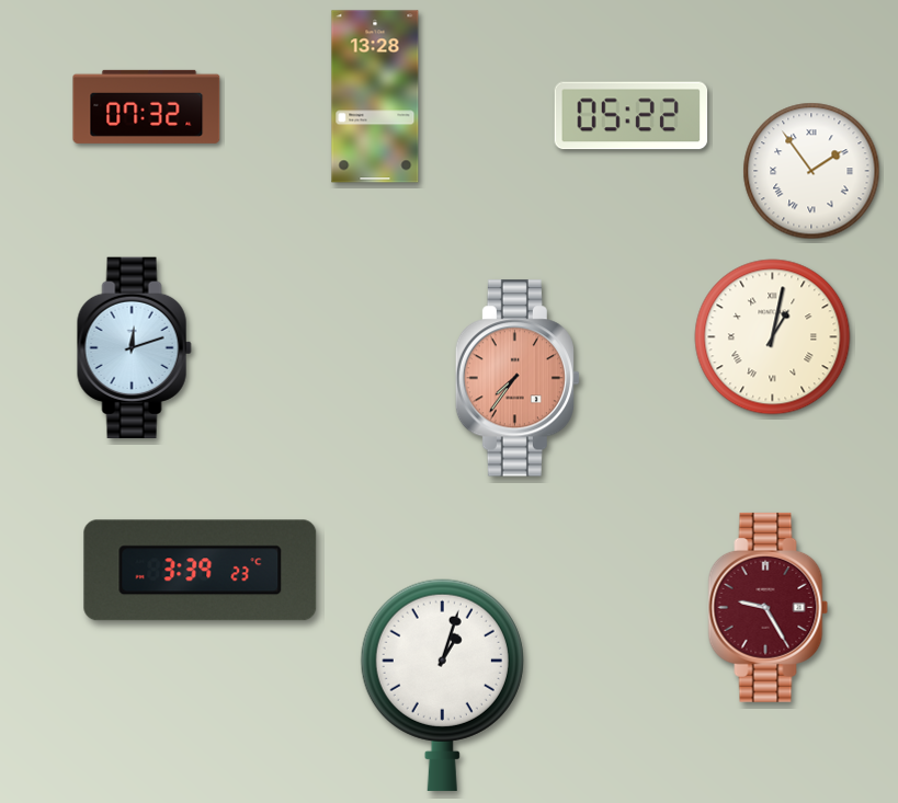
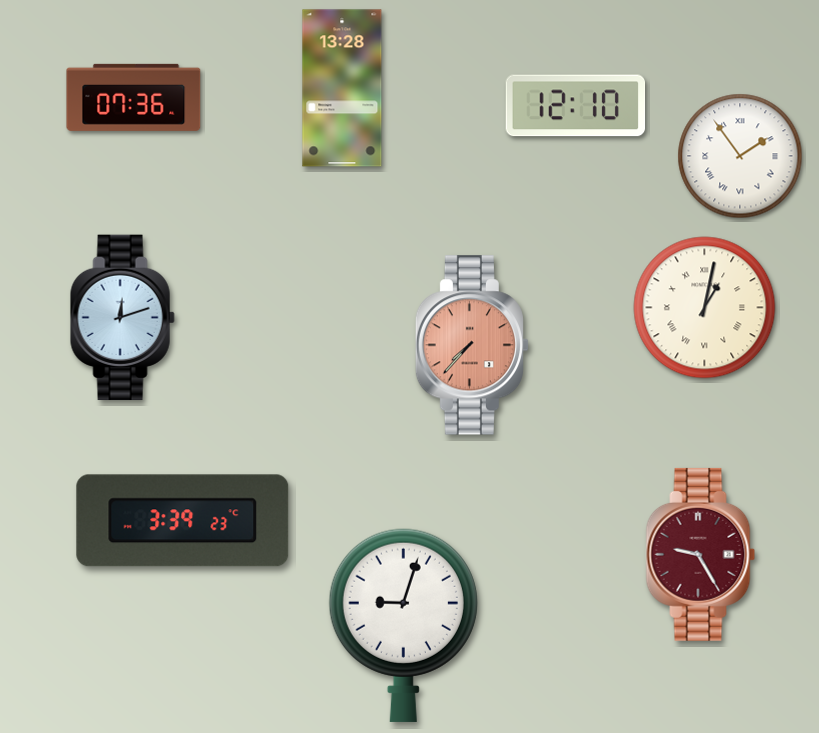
clock at (147, 106): 07:32 -> 07:36
clock at (632, 116): 05:22 -> 12:10
clock at (518, 378): 7:36 -> 7:37
clock at (442, 685): 1:03 -> 9:03
